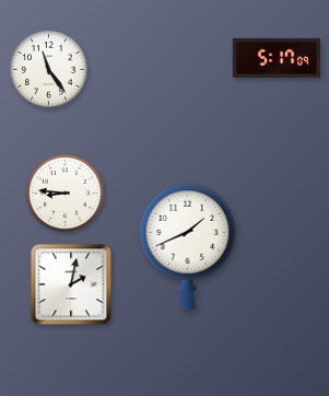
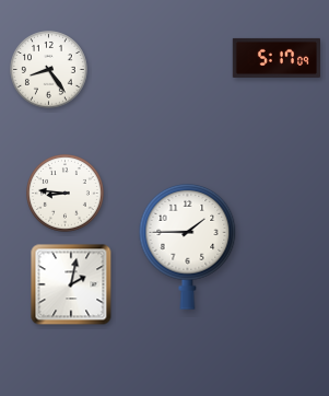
clock at (49, 70): 11:24 -> 8:24
clock at (188, 246): 1:41 -> 1:45
